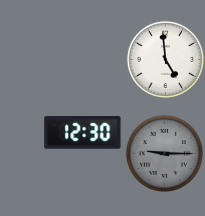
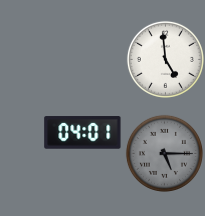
clock at (83, 133): 12:30 -> 04:01
clock at (164, 153): 9:15 -> 5:15
